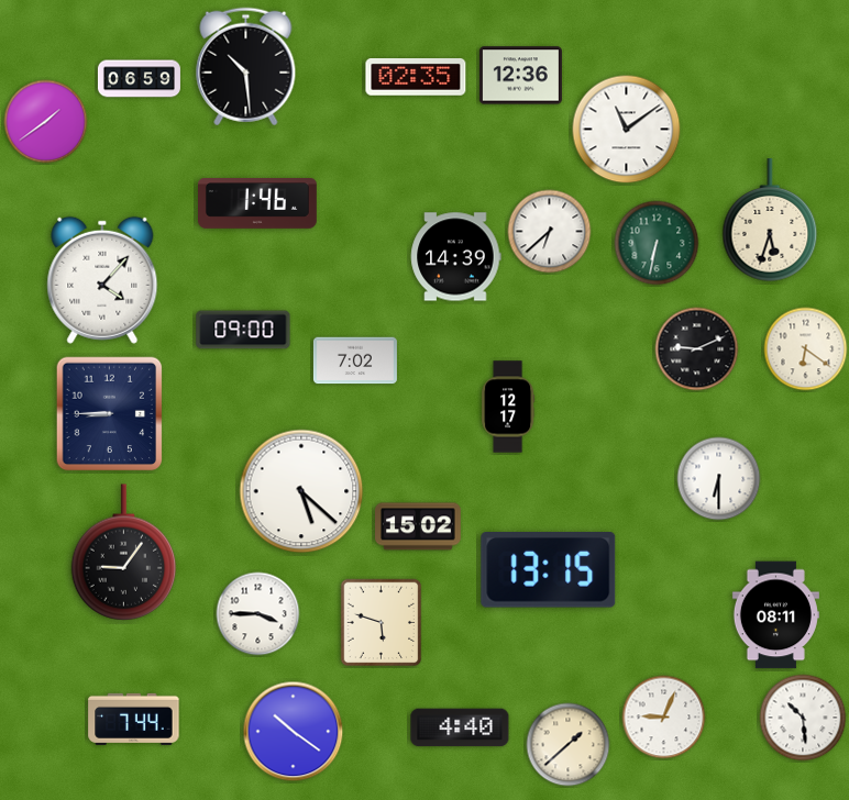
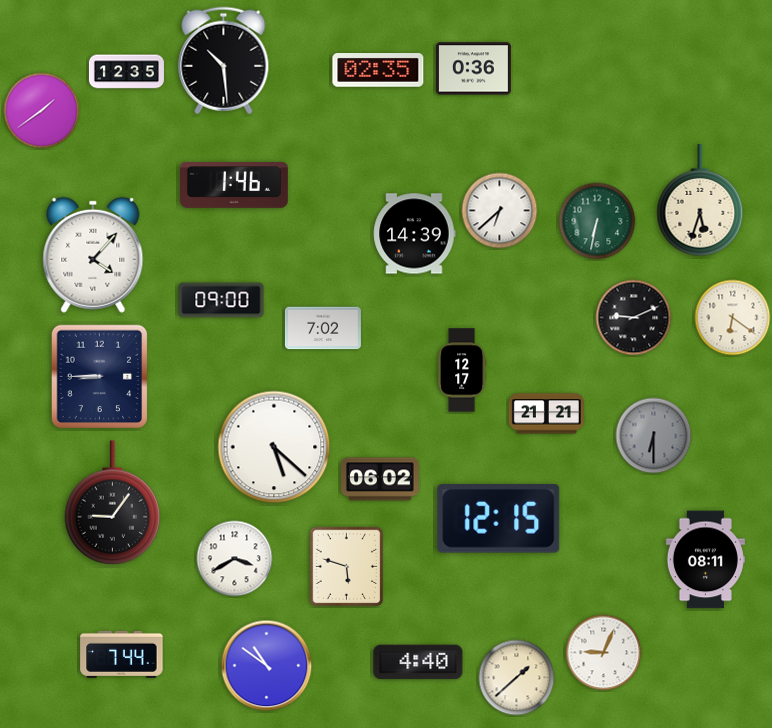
clock at (520, 76): 12:36 -> 0:36
clock at (139, 79): 06:59 -> 12:35
clock at (627, 130): 11:09 -> none
clock at (546, 414): none -> 21:21
clock at (719, 479) dial: white -> grey
clock at (419, 526): 15:02 -> 06:02
clock at (549, 570): 13:15 -> 12:15
clock at (258, 614): 3:45 -> 3:40
clock at (803, 718): 10:29 -> none
clock at (294, 732): 10:21 -> 10:51
